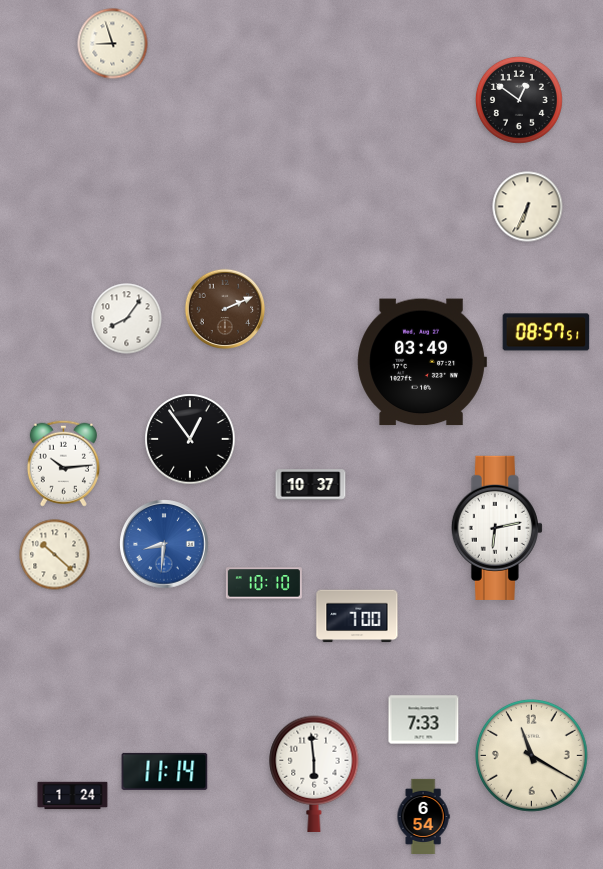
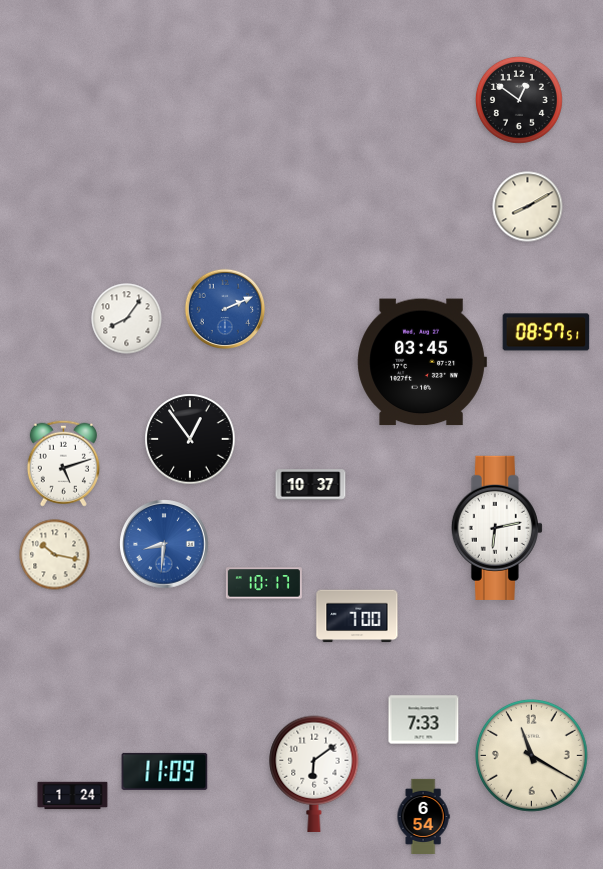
clock at (113, 44): 8:57 -> none
clock at (528, 207): 6:34 -> 8:10
clock at (225, 309) dial: brown -> blue
clock at (422, 362): 03:49 -> 03:45
clock at (63, 463): 10:14 -> 5:12
clock at (55, 555): 10:22 -> 10:17
clock at (264, 583): 10:10 -> 10:17
clock at (165, 771): 11:14 -> 11:09
clock at (314, 774): 5:59 -> 6:09
